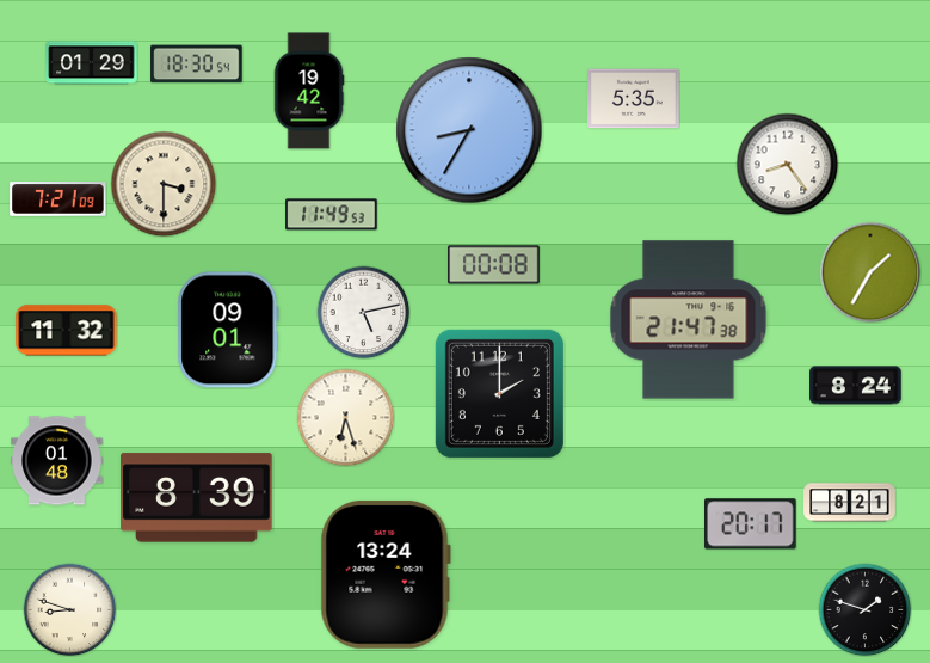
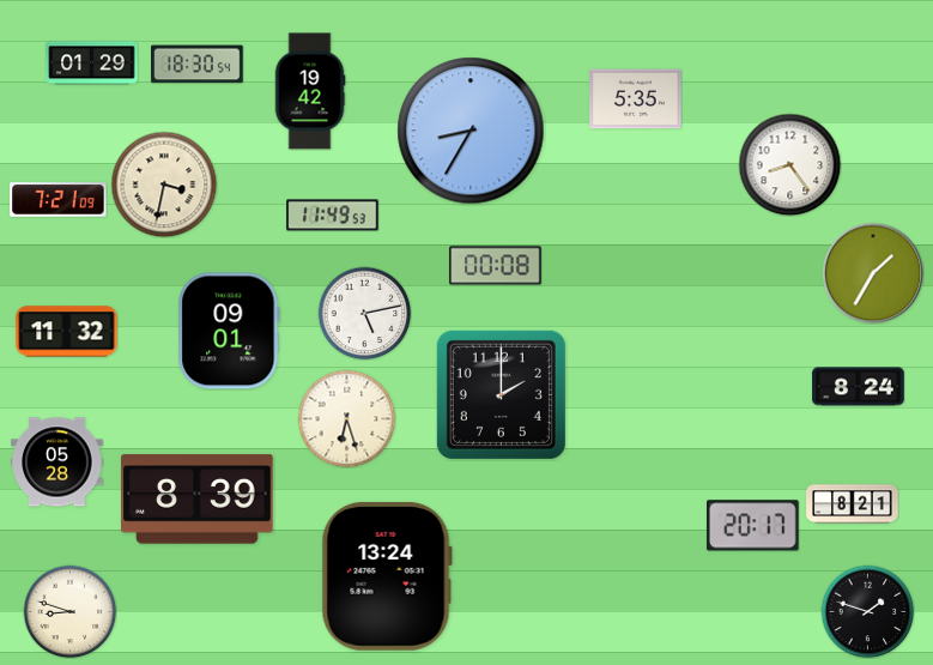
clock at (164, 184): 3:30 -> 3:32
clock at (689, 320): 21:47 -> none
clock at (57, 461): 01:48 -> 05:28
